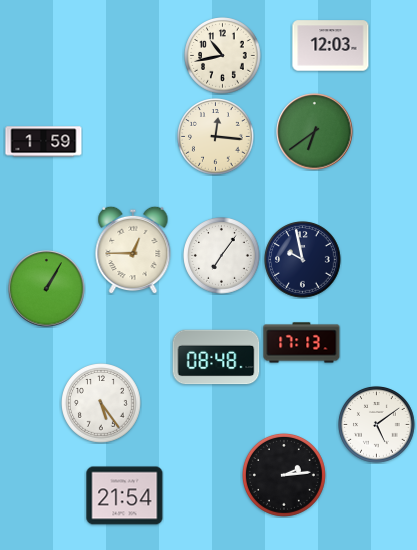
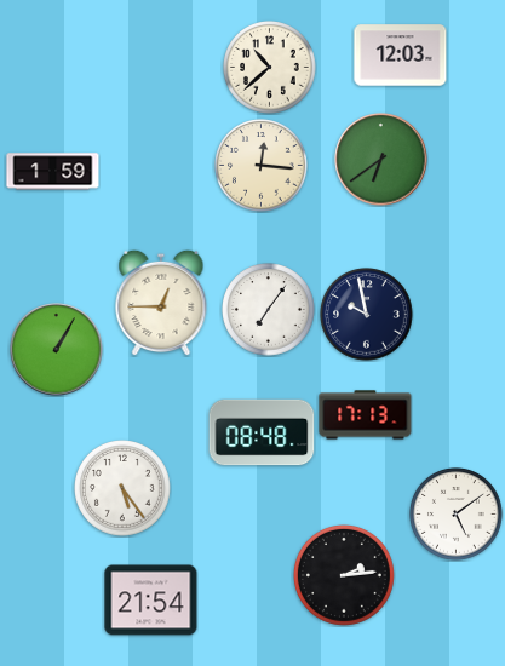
clock at (223, 56): 10:43 -> 10:38
